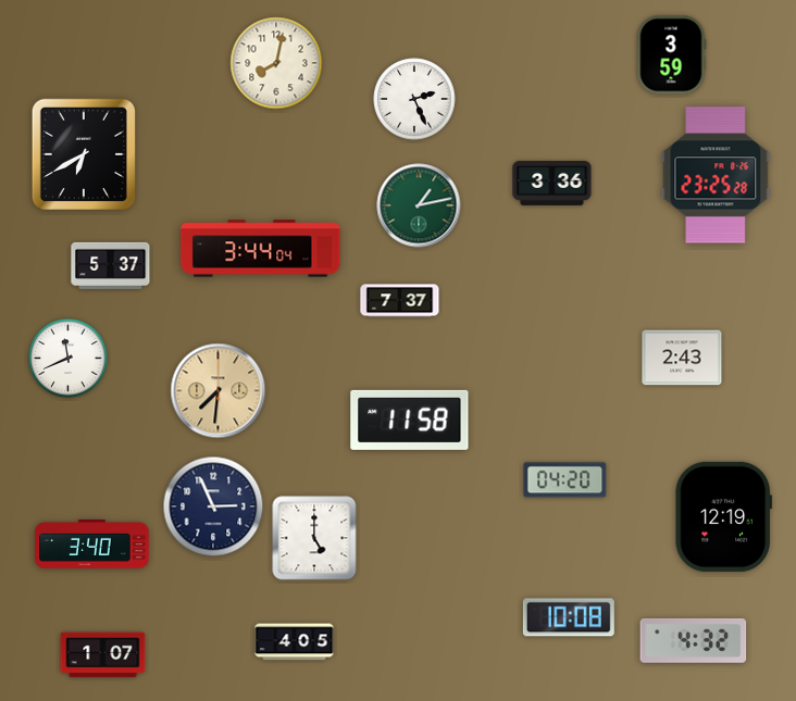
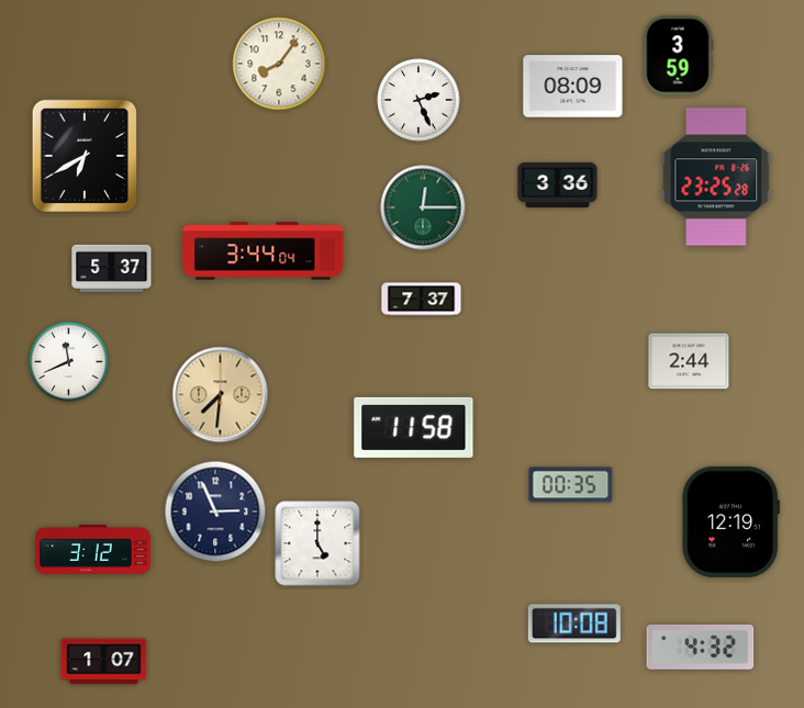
clock at (276, 63): 8:02 -> 8:06
clock at (573, 87): none -> 08:09
clock at (716, 175) position: (716, 175) -> (716, 177)
clock at (419, 205): 1:13 -> 12:15
clock at (400, 301) position: (400, 301) -> (422, 300)
clock at (682, 358): 2:43 -> 2:44
clock at (410, 420) position: (410, 420) -> (414, 427)
clock at (565, 480): 04:20 -> 00:35
clock at (92, 544): 3:40 -> 3:12
clock at (295, 642): 4:05 -> none
